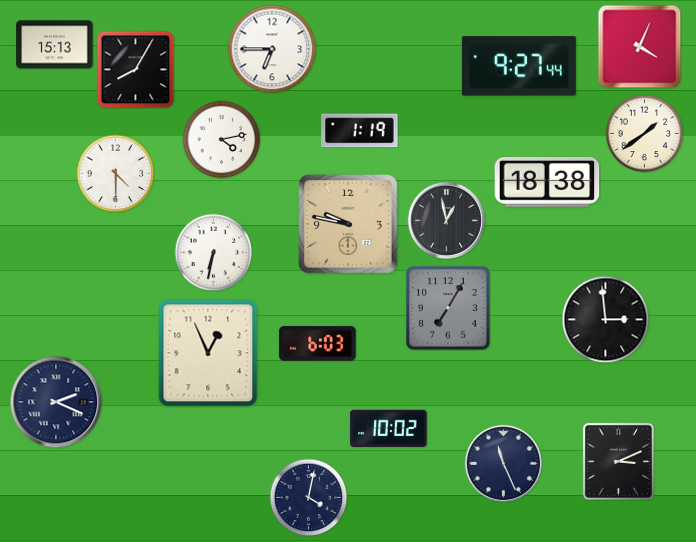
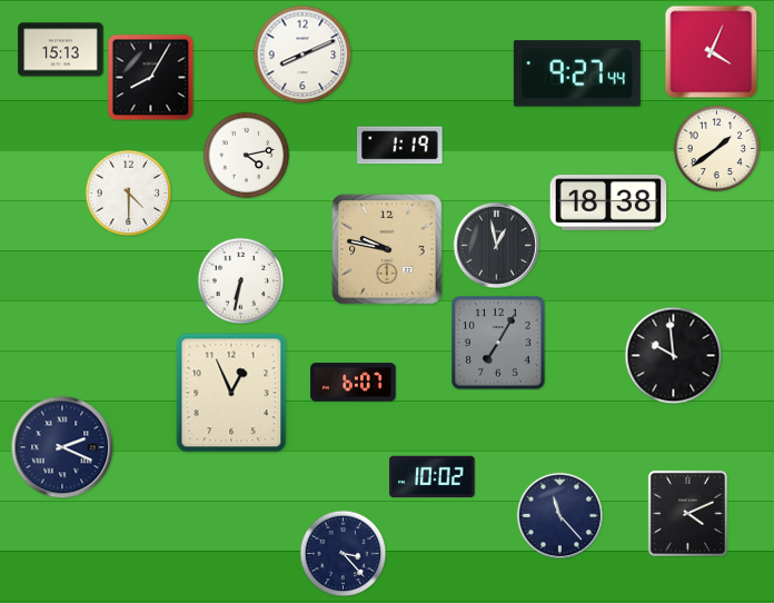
clock at (272, 49): 6:45 -> 8:11
clock at (213, 252) position: (213, 252) -> (240, 280)
clock at (605, 319): 2:59 -> 9:59
clock at (318, 344): 6:03 -> 6:07
clock at (618, 461): 3:11 -> 4:11
clock at (503, 463): 11:26 -> 11:23
clock at (308, 497): 4:02 -> 3:23
